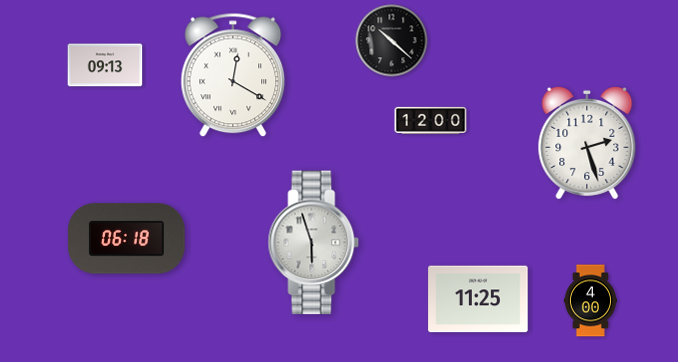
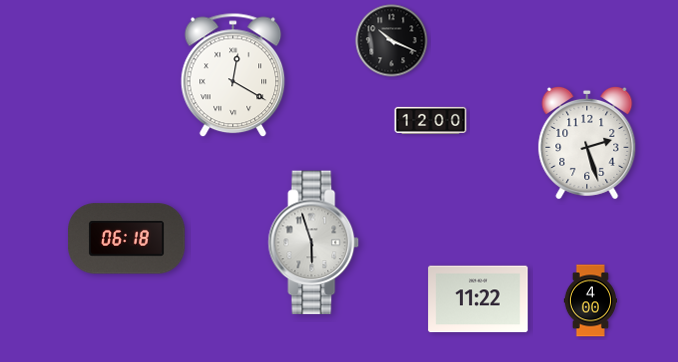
clock at (392, 41): 10:22 -> 10:19
clock at (105, 65): 09:13 -> none
clock at (478, 299): 11:25 -> 11:22
